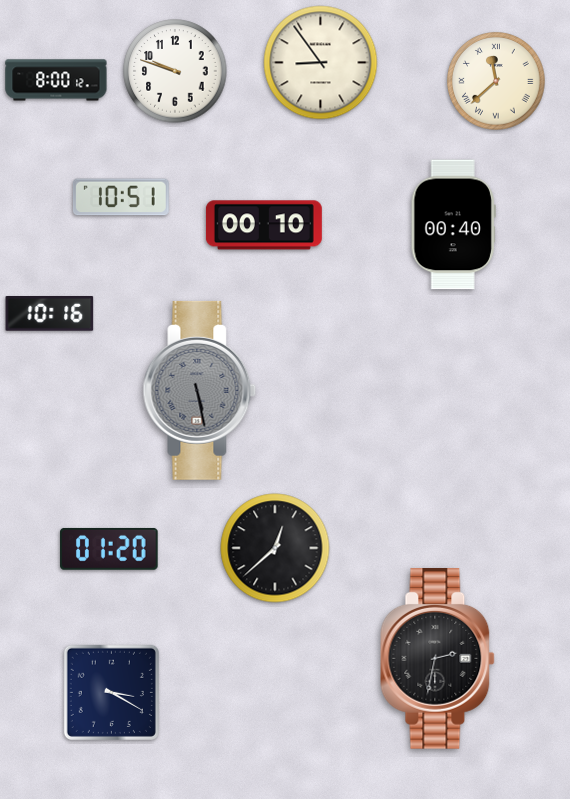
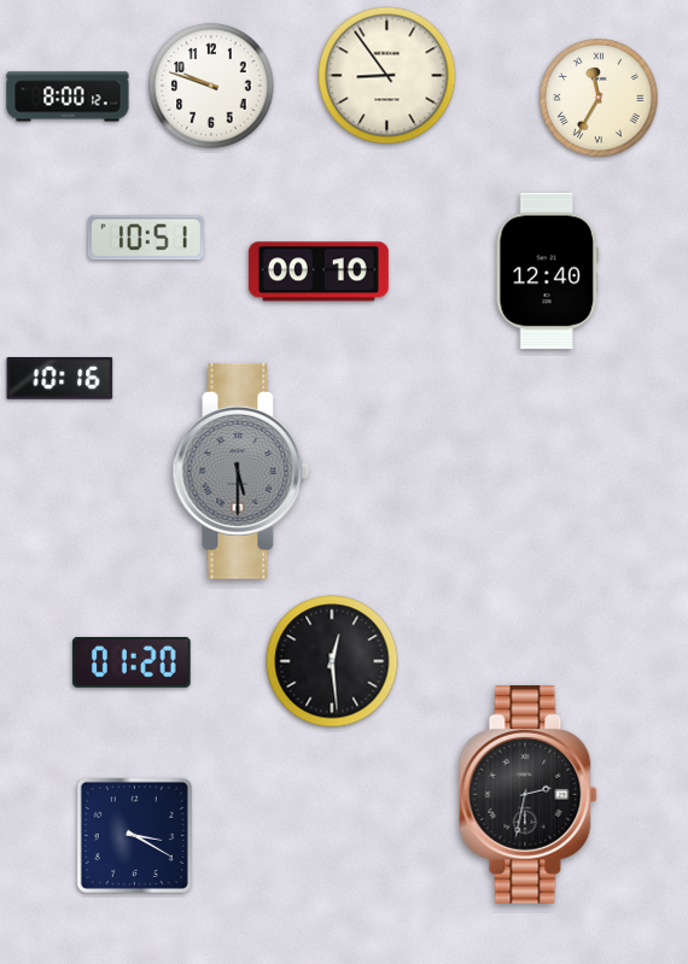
clock at (496, 81): 11:38 -> 11:35
clock at (453, 225): 00:40 -> 12:40
clock at (200, 390): 5:28 -> 5:30
clock at (275, 548): 12:38 -> 12:29
